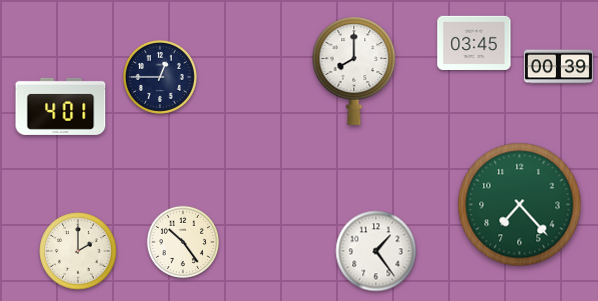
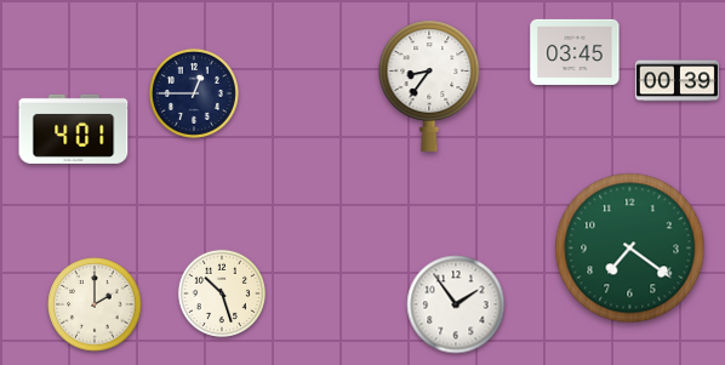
clock at (354, 71): 8:00 -> 8:36
clock at (520, 205): 7:23 -> 7:21
clock at (183, 242): 10:24 -> 10:27
clock at (376, 251): 1:24 -> 1:54
